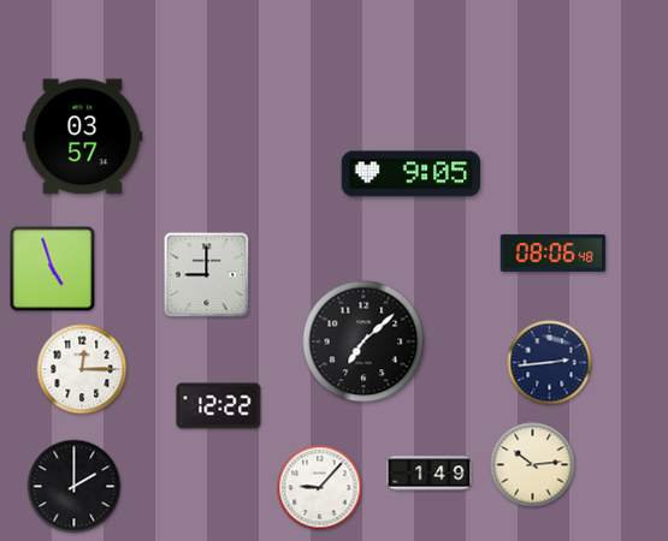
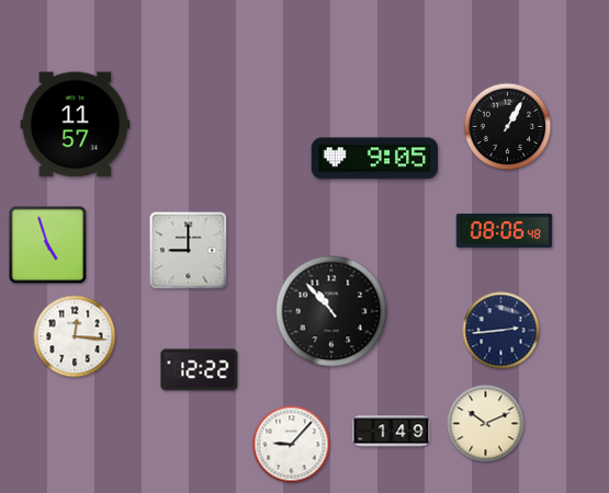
clock at (83, 137): 03:57 -> 11:57
clock at (508, 127): none -> 1:05
clock at (363, 341): 7:08 -> 10:53
clock at (82, 369): 12:15 -> 12:16
clock at (533, 465): 10:14 -> 10:11
clock at (75, 487): 2:00 -> none
